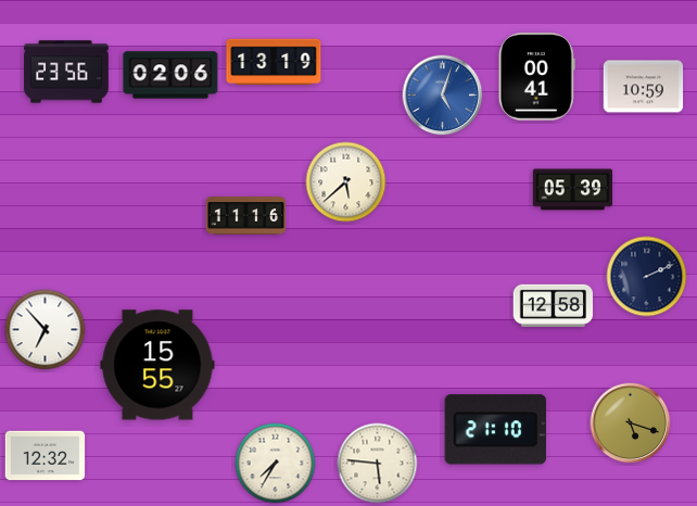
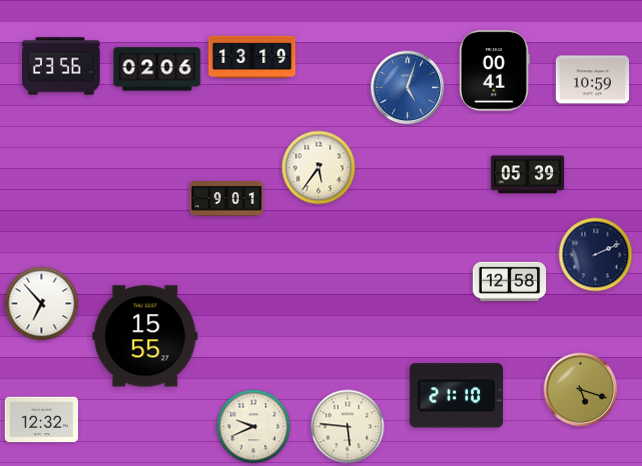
clock at (346, 182): 5:38 -> 5:36
clock at (246, 216): 11:16 -> 9:01
clock at (276, 464): 7:35 -> 9:41
